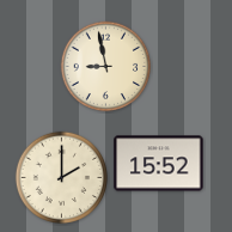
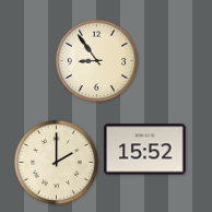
clock at (106, 67): 8:58 -> 8:54
